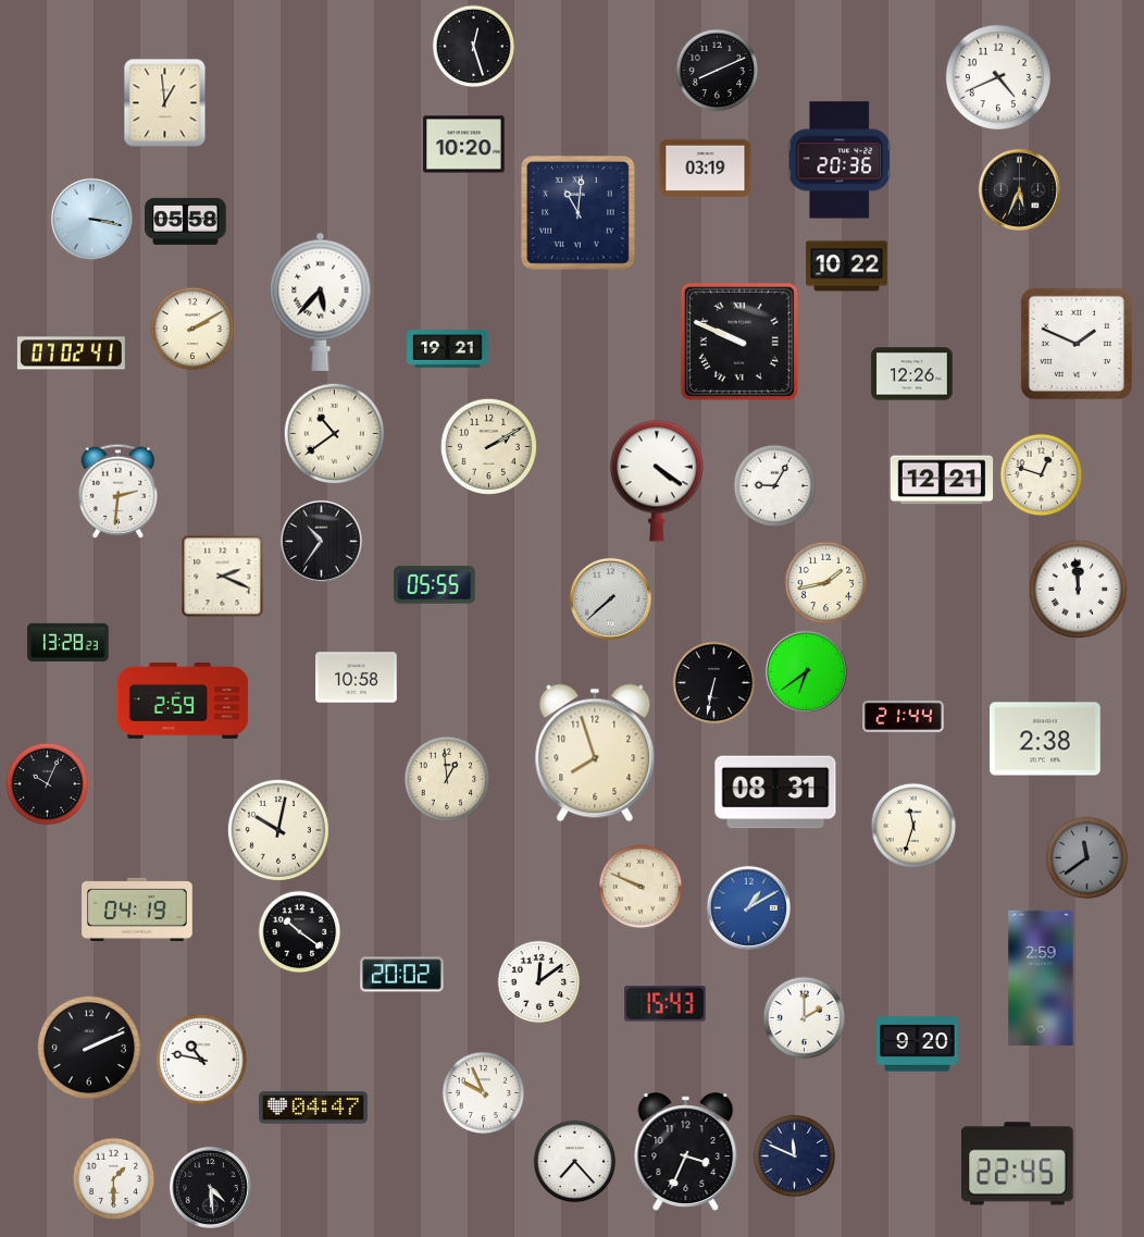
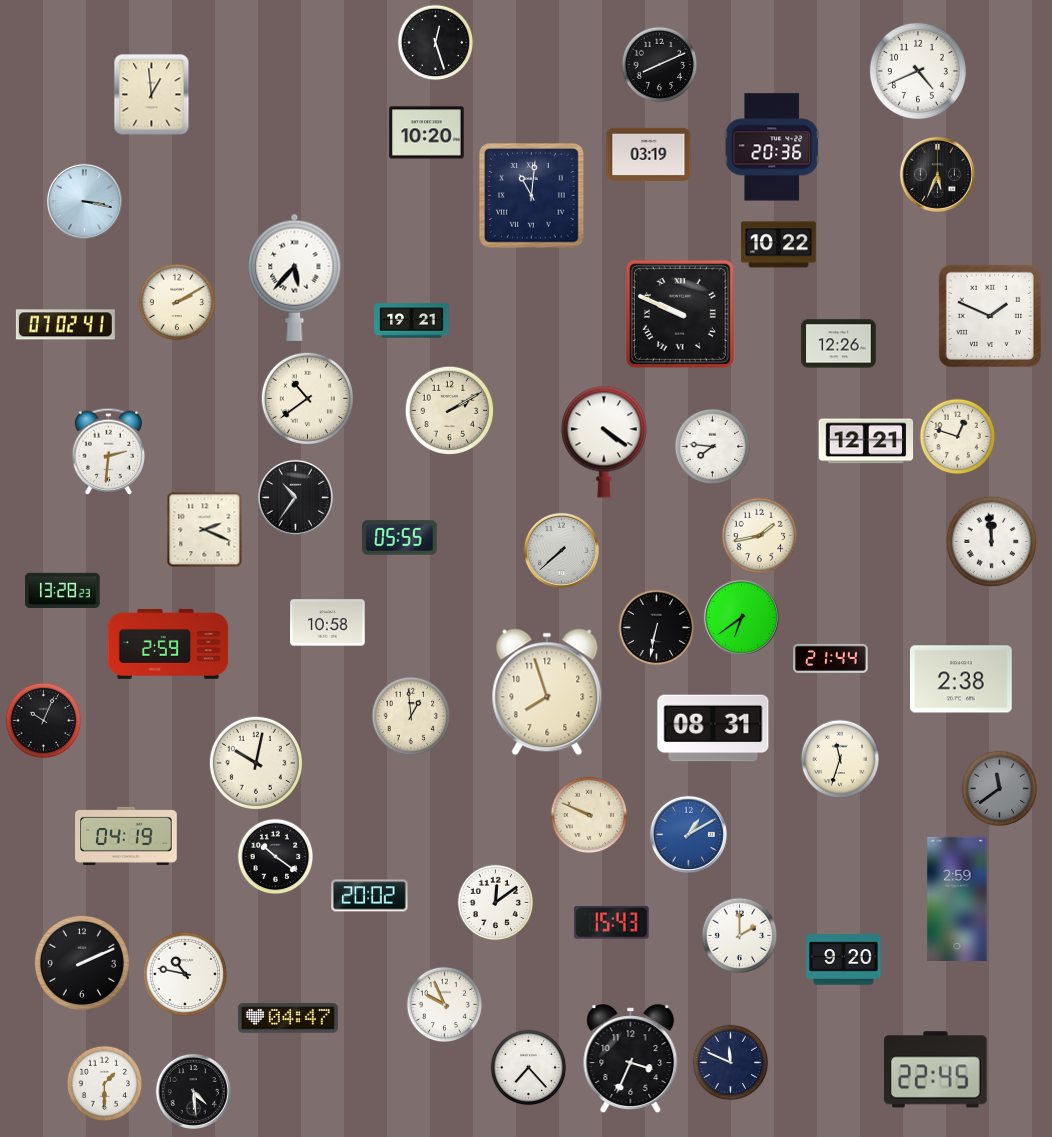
clock at (186, 221): 05:58 -> none
clock at (775, 486): 9:05 -> 7:46
